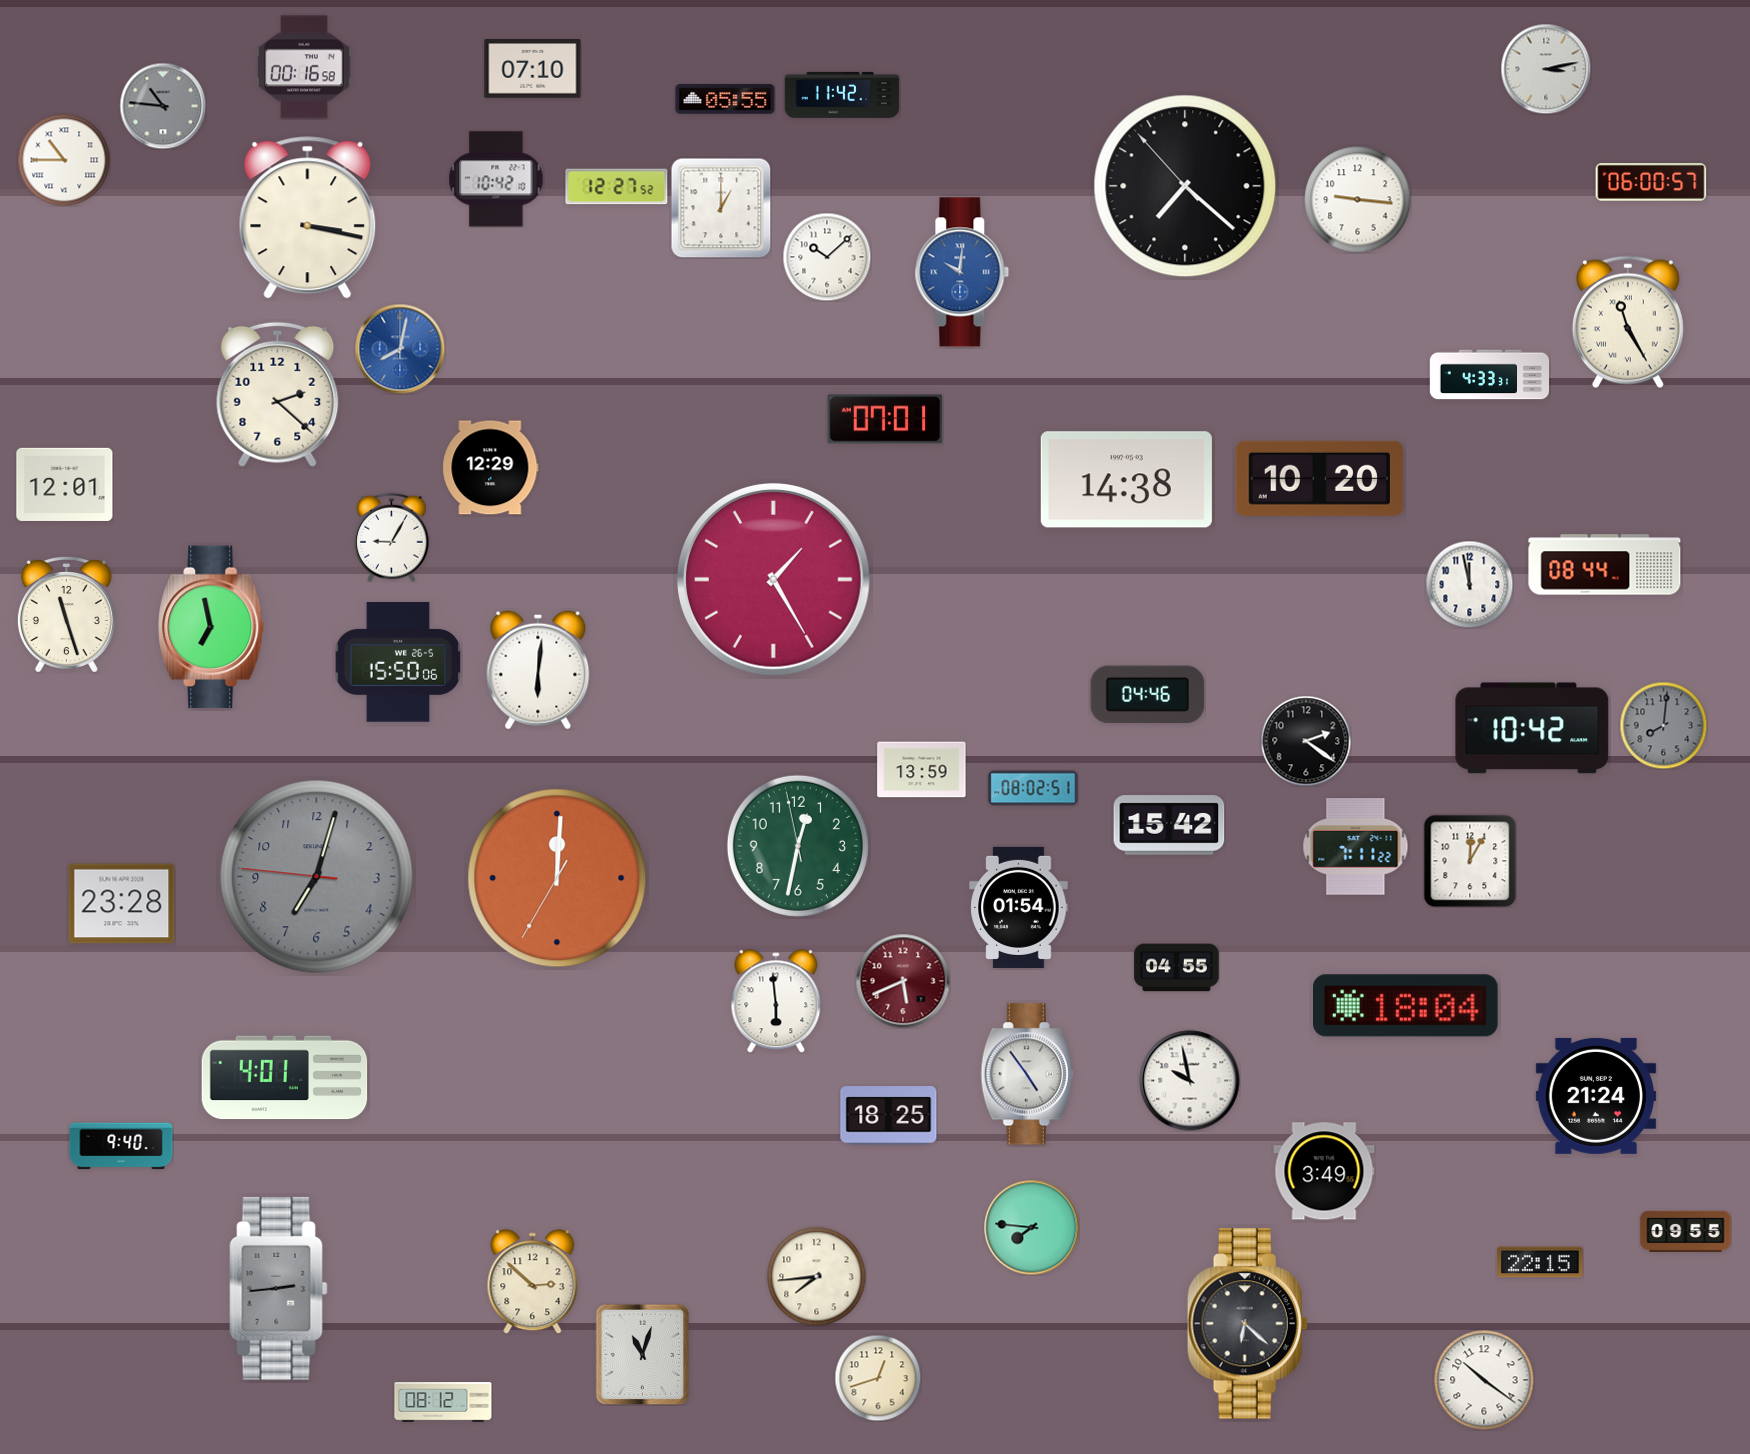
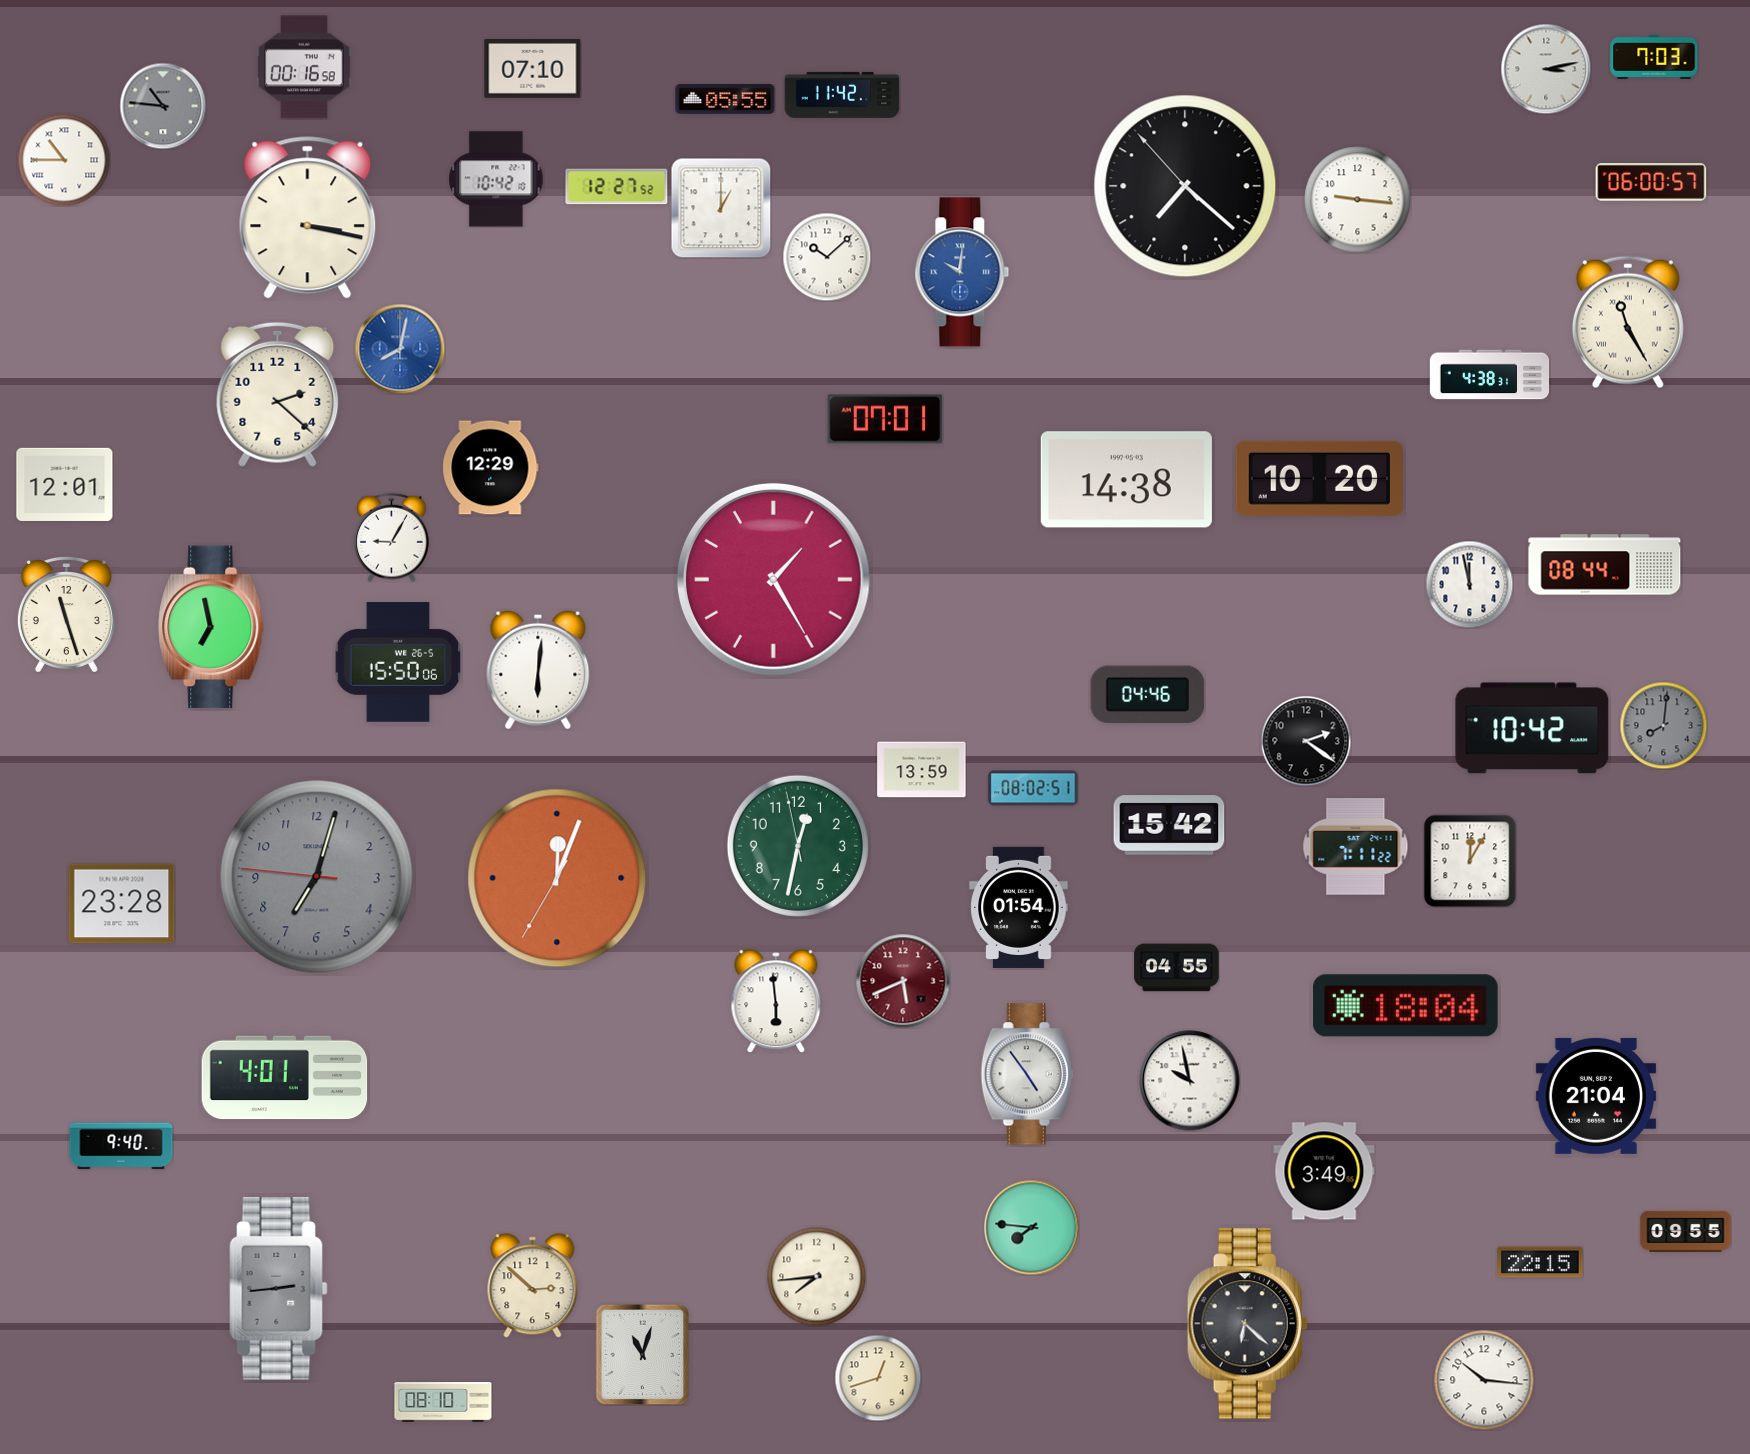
clock at (1654, 57): none -> 7:03
clock at (1490, 375): 4:33 -> 4:38
clock at (557, 878): 12:00 -> 12:03
clock at (1596, 1096): 21:24 -> 21:04
clock at (889, 1116): 18:25 -> none
clock at (533, 1282) position: (533, 1282) -> (533, 1286)
clock at (1484, 1380): 10:21 -> 10:16
clock at (443, 1402): 08:12 -> 08:10
